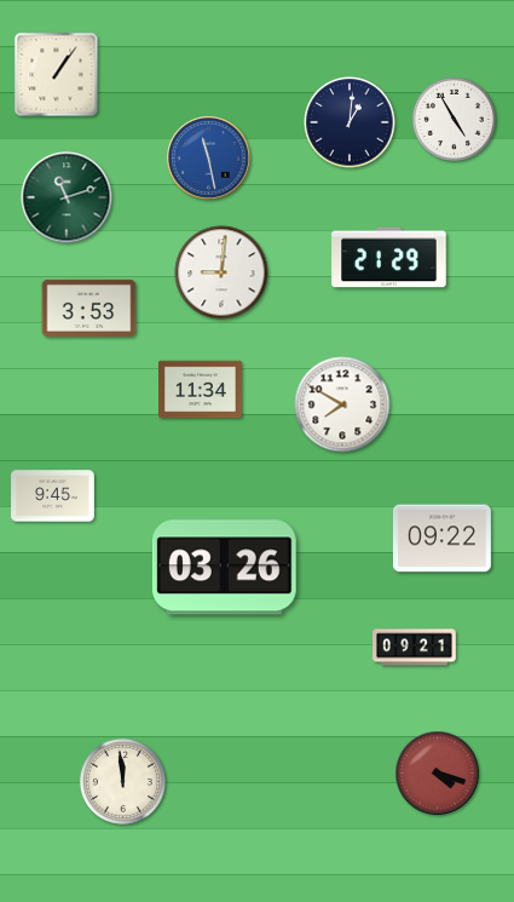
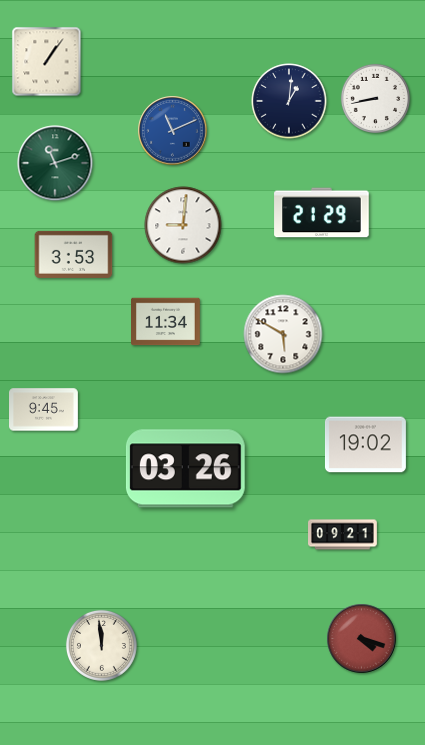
clock at (454, 119): 4:55 -> 8:43
clock at (209, 159): 11:28 -> 11:11
clock at (342, 404): 7:50 -> 5:50
clock at (441, 539): 09:22 -> 19:02
